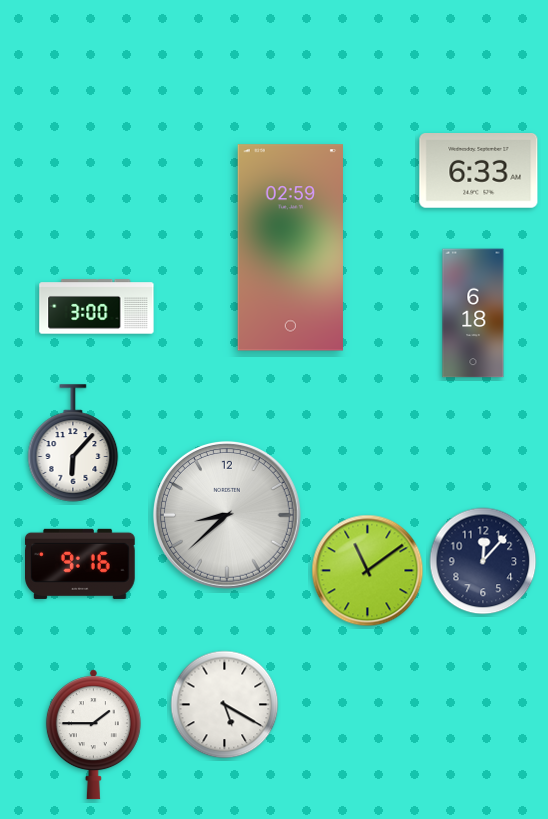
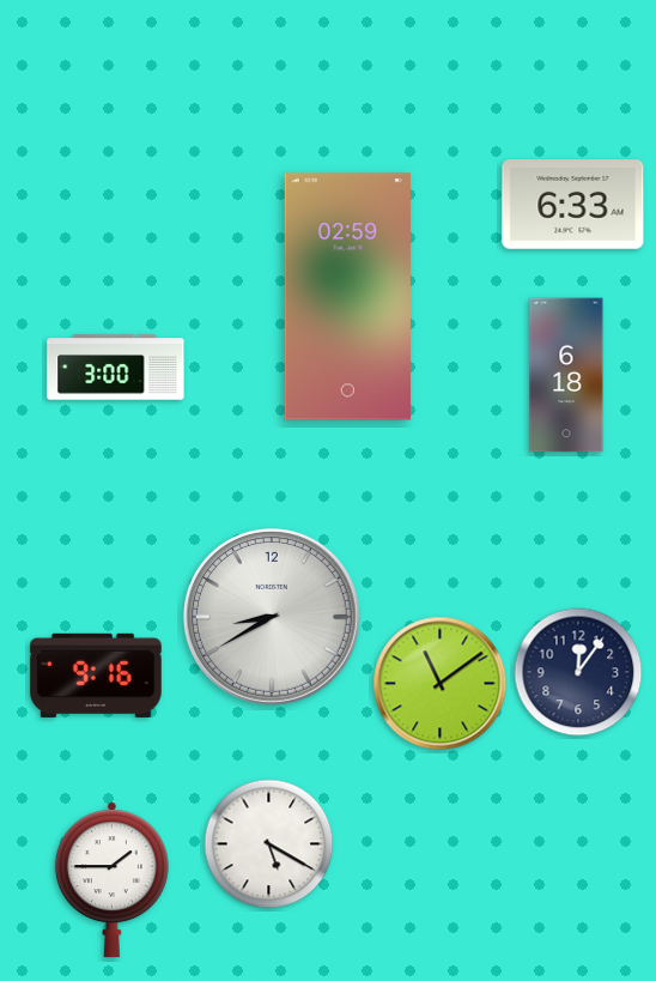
clock at (73, 443): 6:07 -> none
clock at (227, 515): 8:38 -> 8:40
clock at (483, 561): 12:07 -> 12:06
